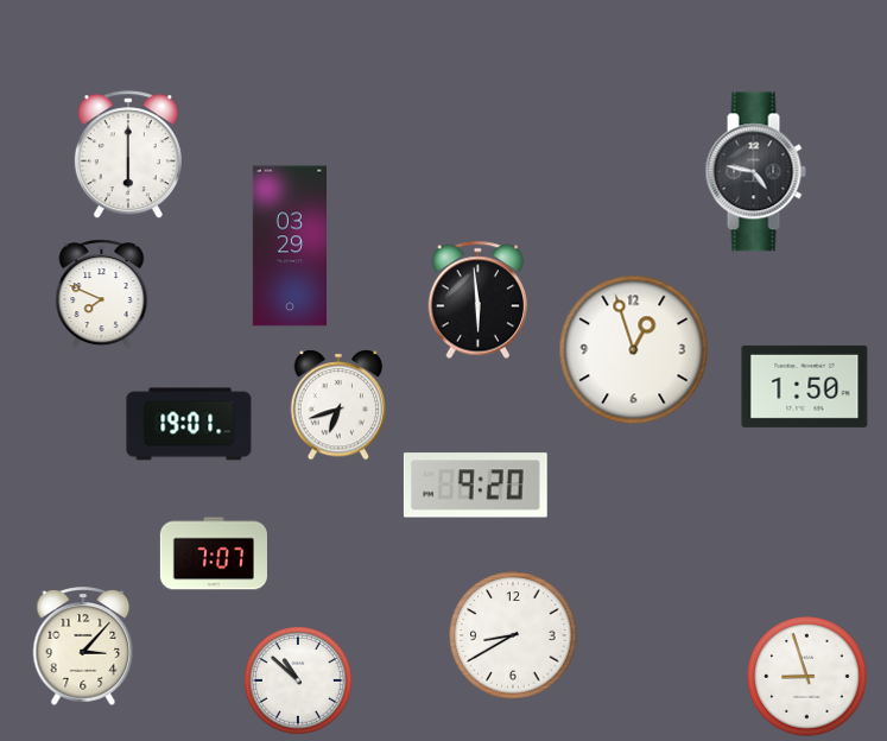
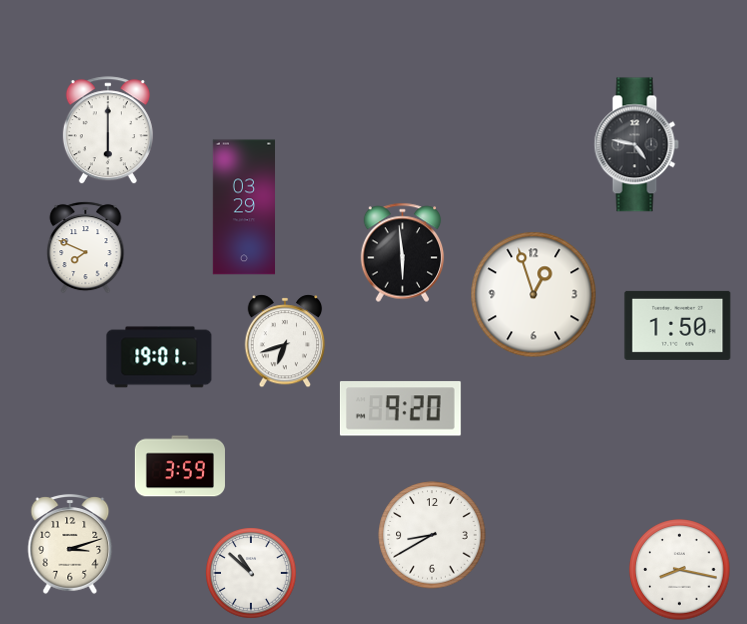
clock at (214, 553): 7:07 -> 3:59
clock at (83, 646): 3:07 -> 3:12
clock at (807, 677): 8:57 -> 8:17
